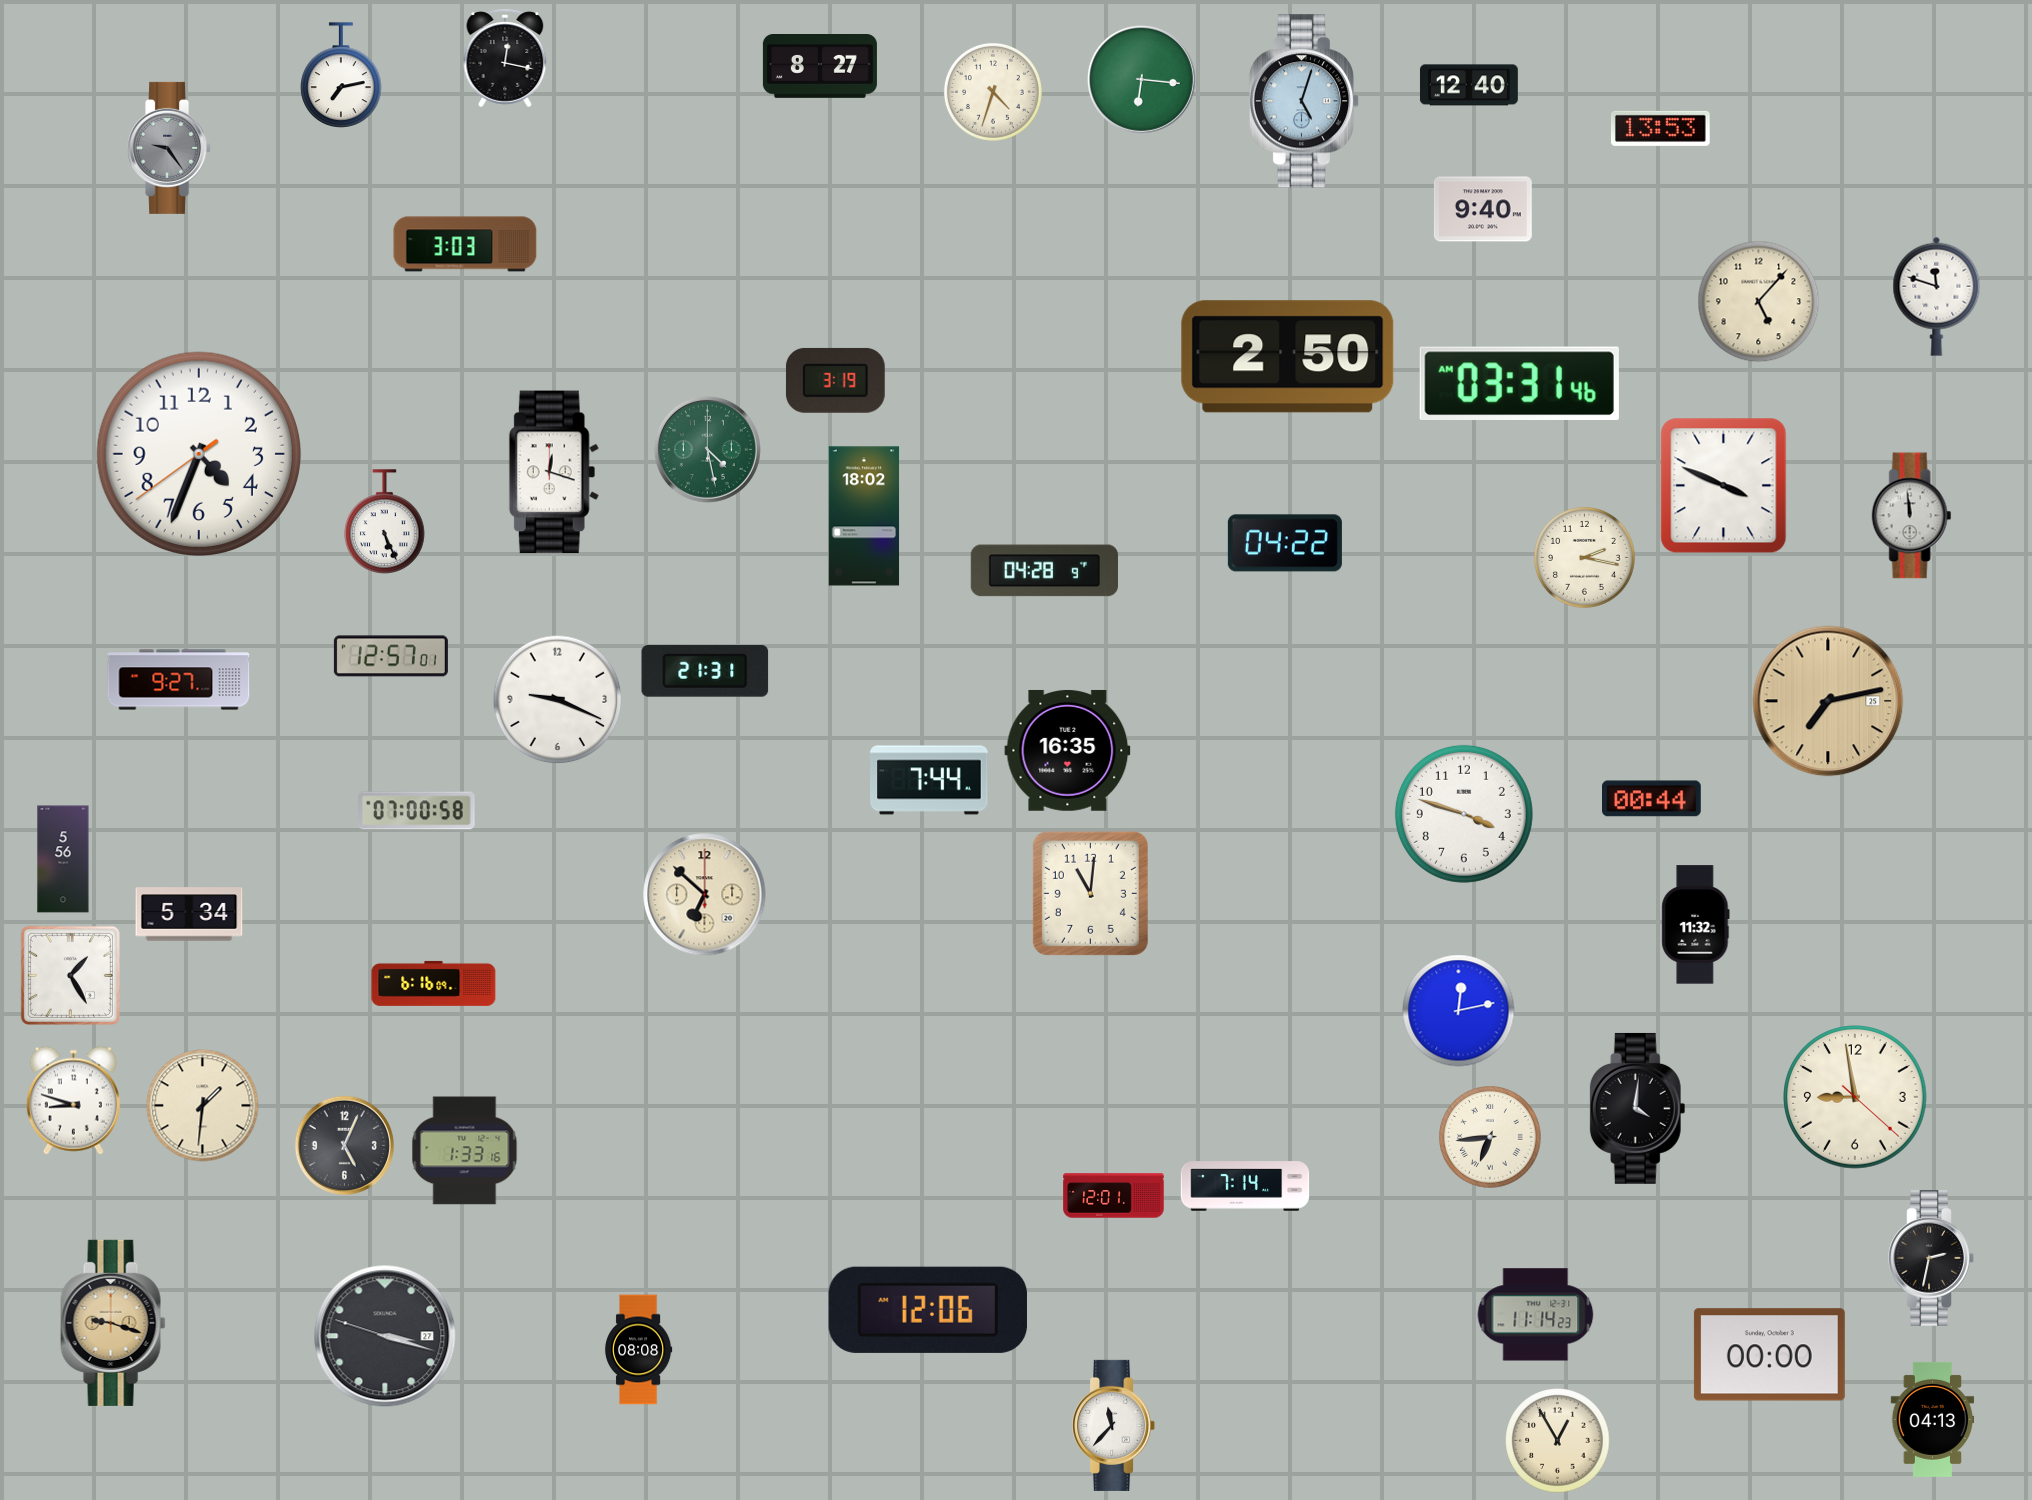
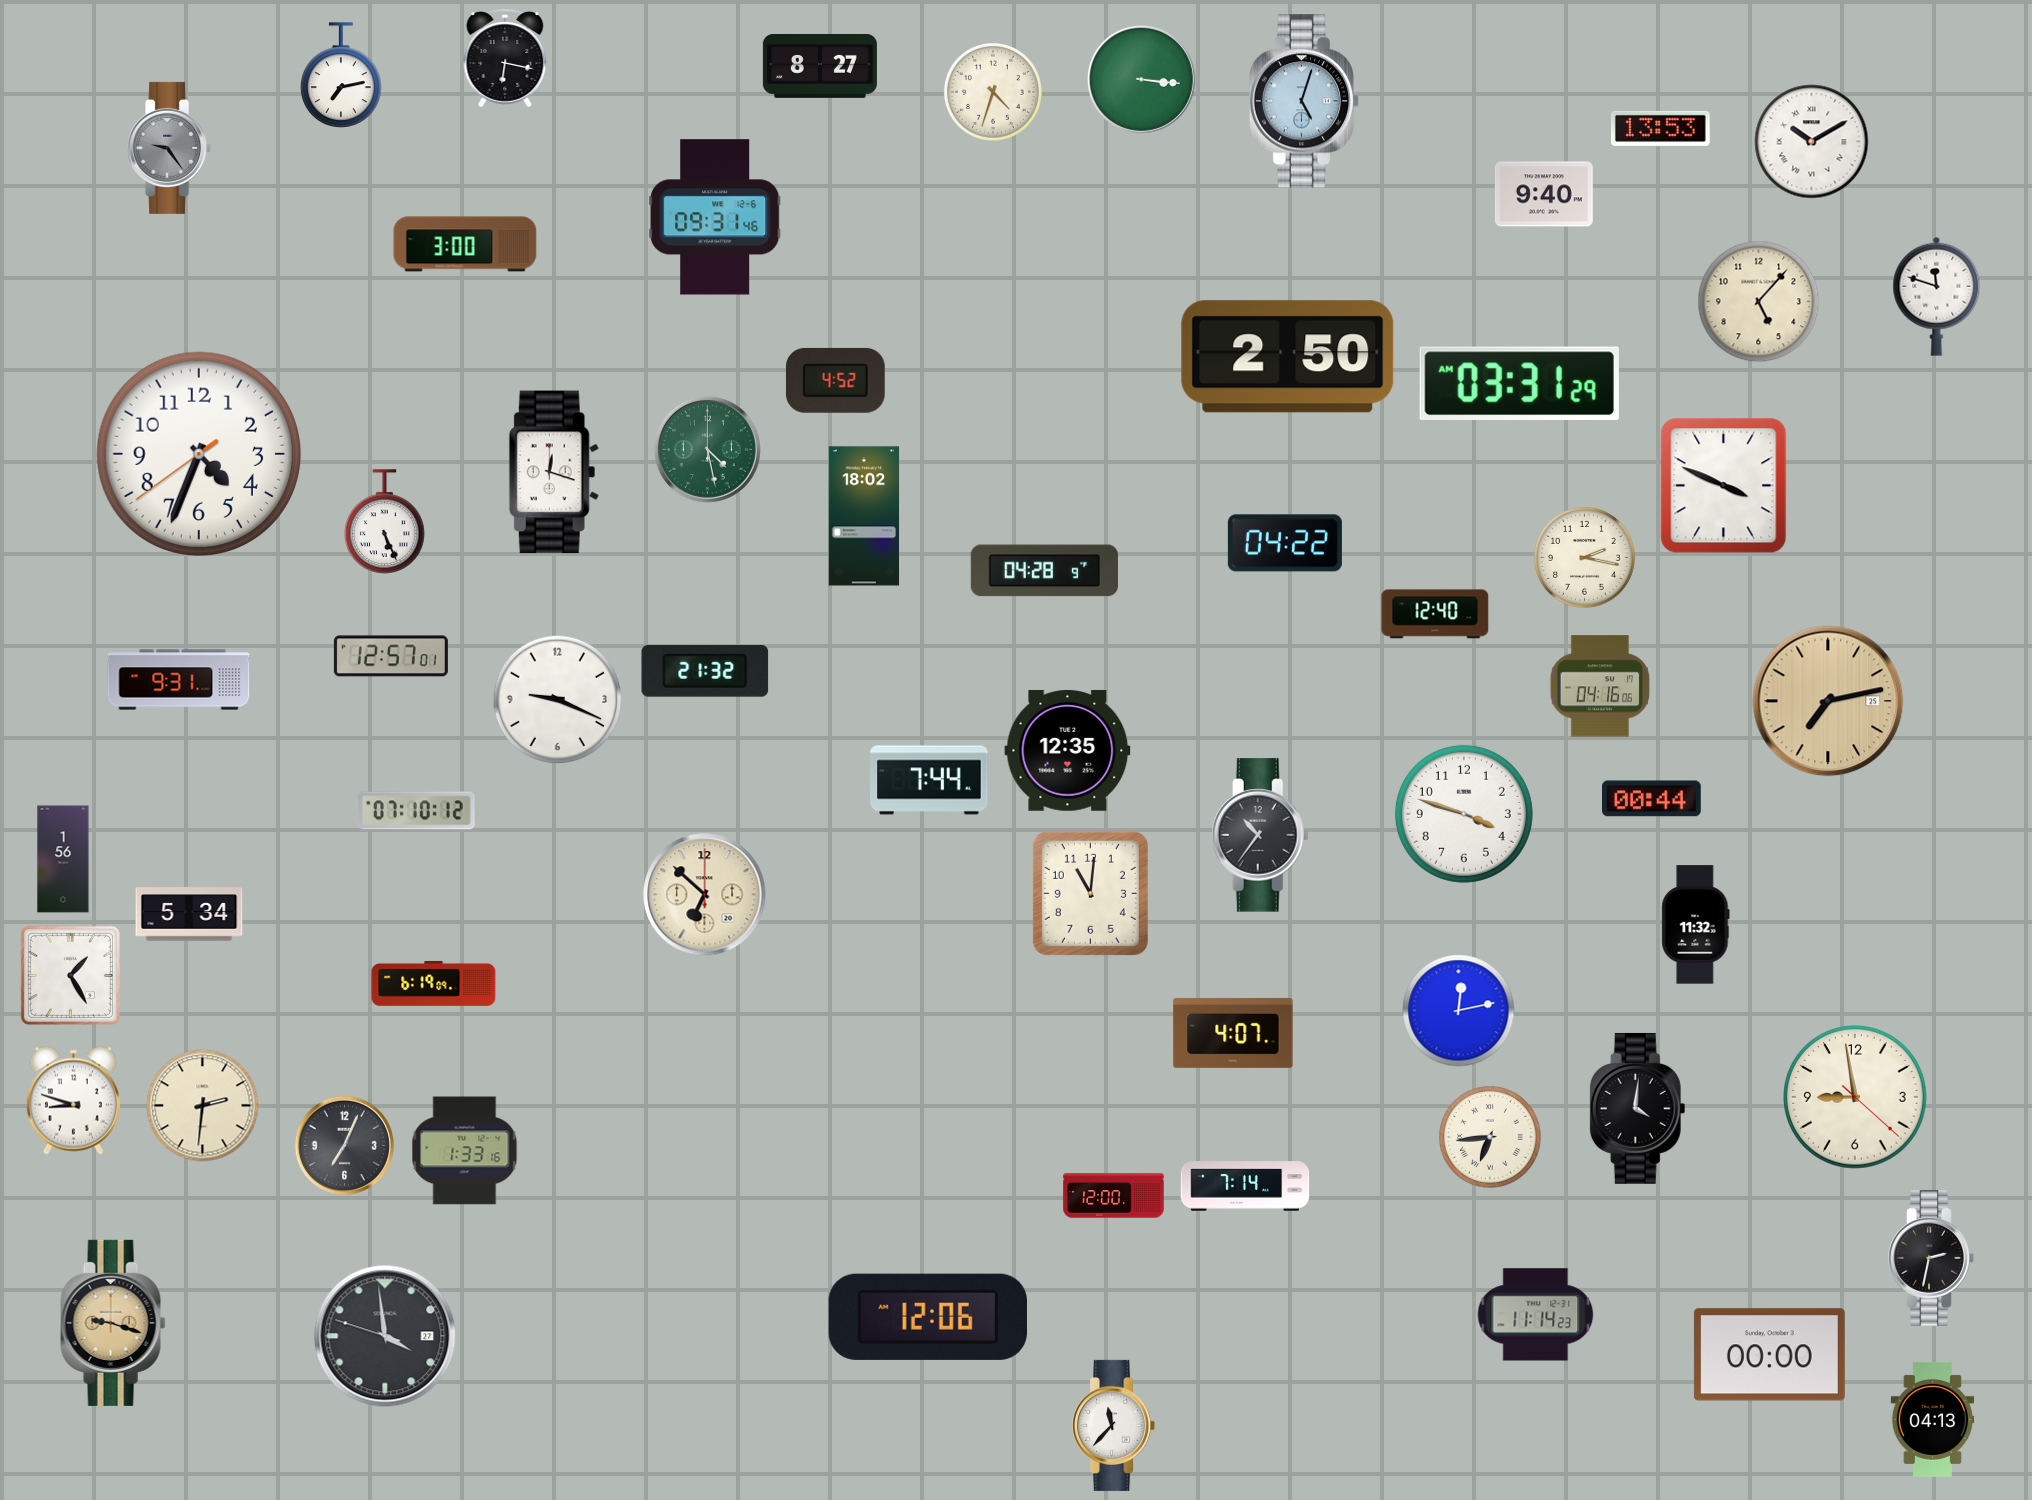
clock at (505, 58): 12:17 -> 6:17
clock at (1141, 79): 6:16 -> 3:16
clock at (1469, 85): 12:40 -> none
clock at (1812, 142): none -> 10:10
clock at (1483, 209) position: (1483, 209) -> (1544, 194)
clock at (715, 217): none -> 09:31
clock at (465, 244): 3:03 -> 3:00
clock at (835, 380): 3:19 -> 4:52
clock at (1519, 383): 03:31:46 AM -> 03:31:29 AM
clock at (1912, 516): 11:59 -> none
clock at (1435, 614): none -> 12:40
clock at (705, 671): 21:31 -> 21:32
clock at (179, 680): 9:27 -> 9:31
clock at (1600, 686): none -> 04:16
clock at (1068, 750): 16:35 -> 12:35
clock at (417, 811): 07:00 -> 07:10
clock at (1260, 835): none -> 10:36
clock at (63, 859): 5:56 -> 1:56
clock at (434, 983): 6:16 -> 6:19
clock at (1233, 1033): none -> 4:07
clock at (203, 1106): 1:31 -> 2:31
clock at (344, 1145): 5:04 -> 7:04
clock at (1114, 1196): 12:01 -> 12:00
clock at (928, 1310) position: (928, 1310) -> (928, 1317)
clock at (385, 1336): 3:17 -> 3:58
clock at (638, 1350): 08:08 -> none
clock at (1558, 1441): 12:55 -> none
